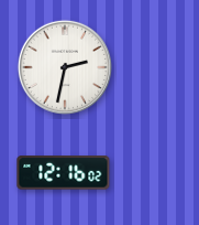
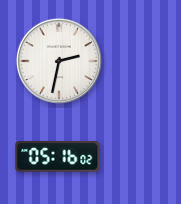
clock at (64, 173): 12:16 -> 05:16
